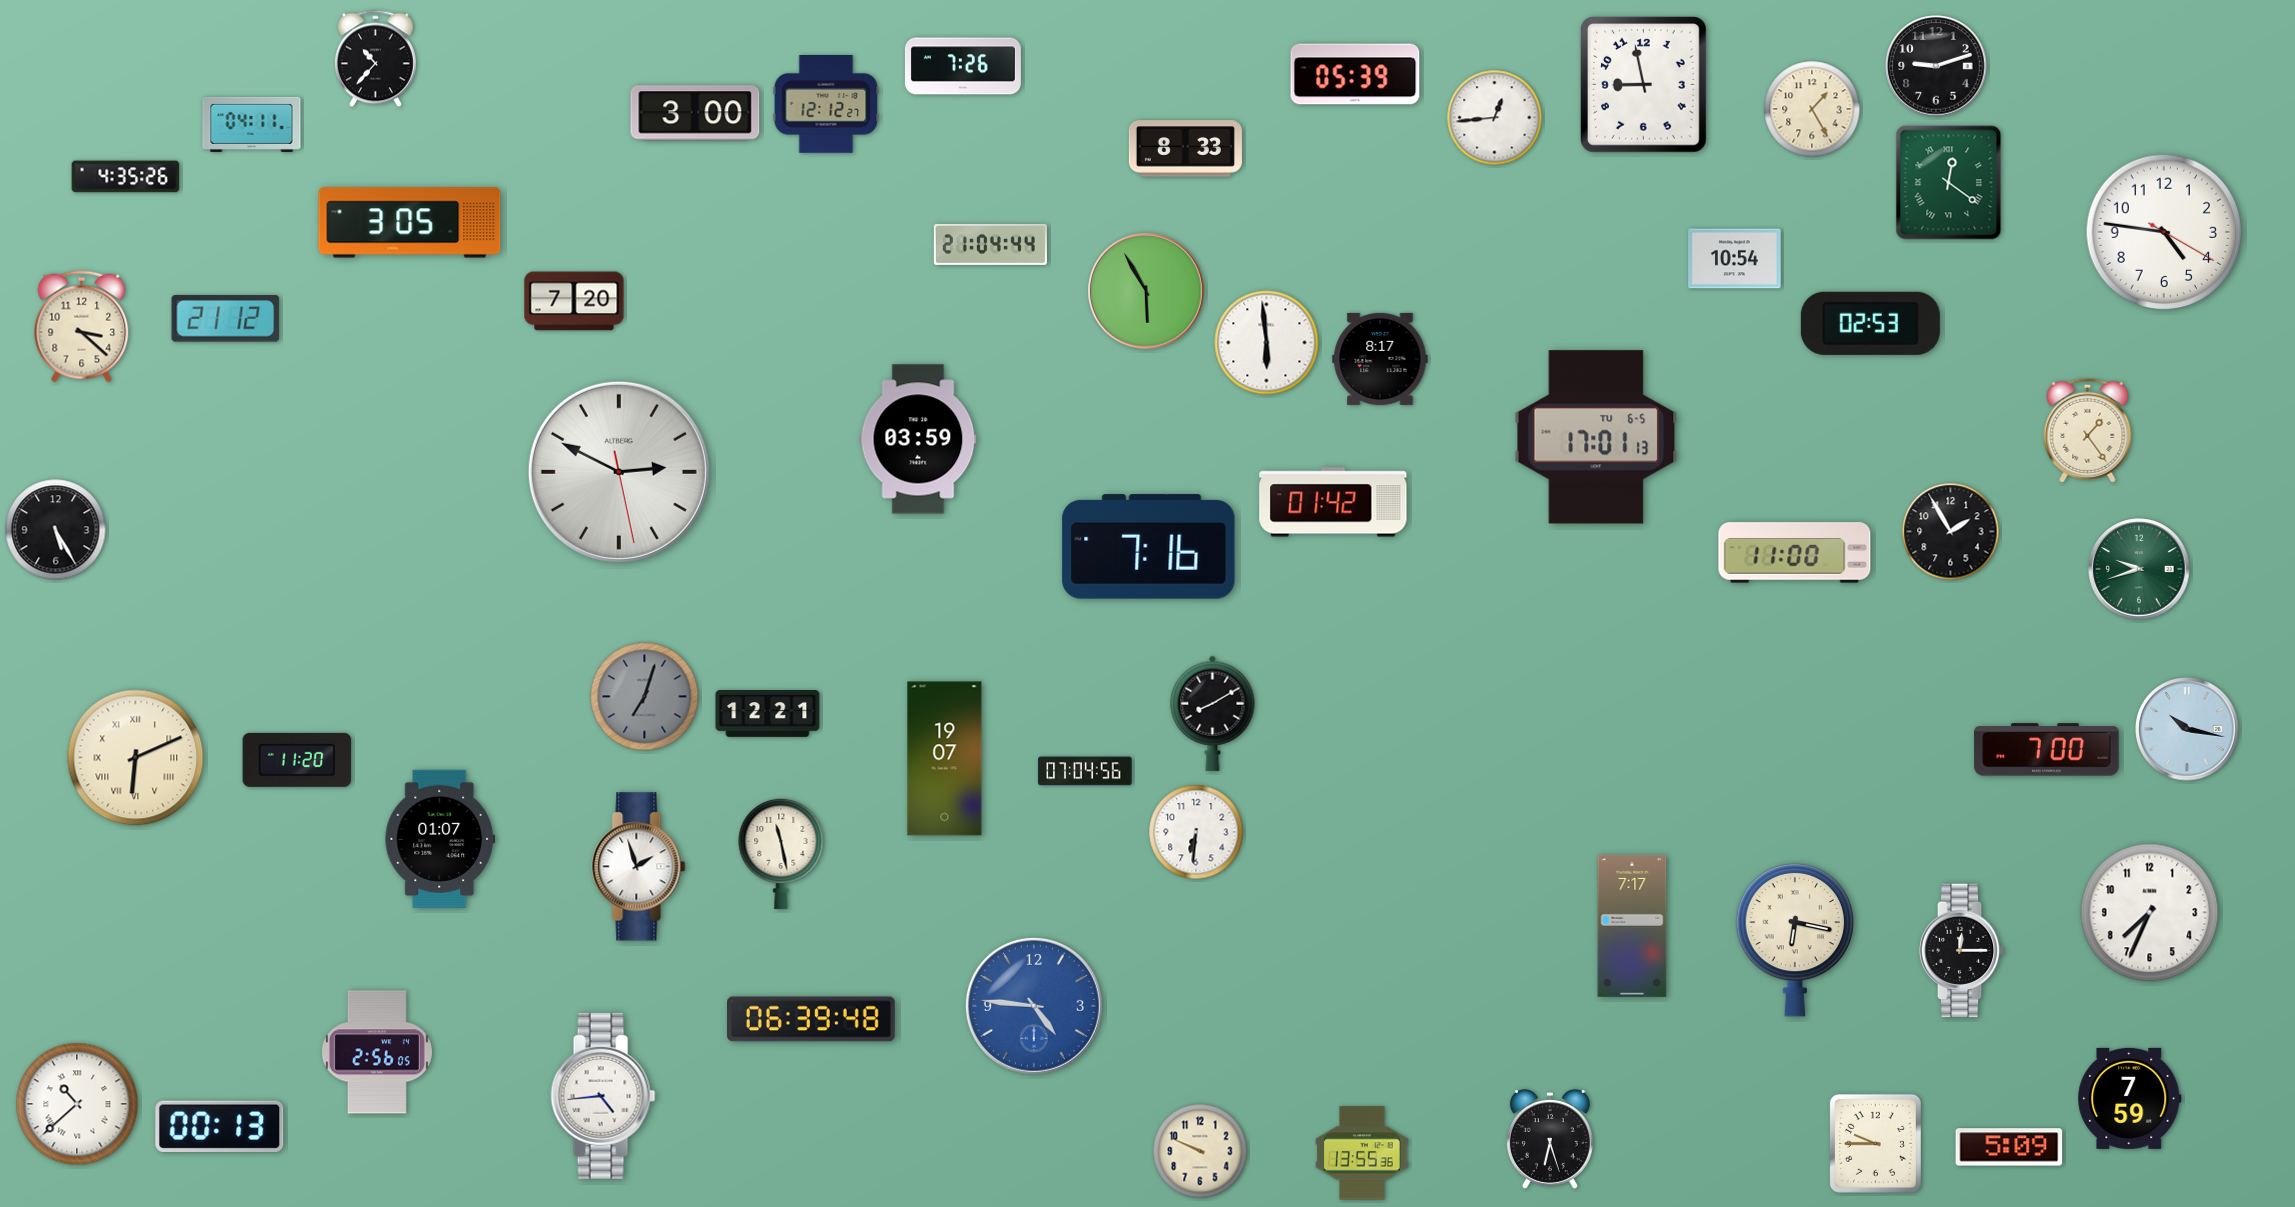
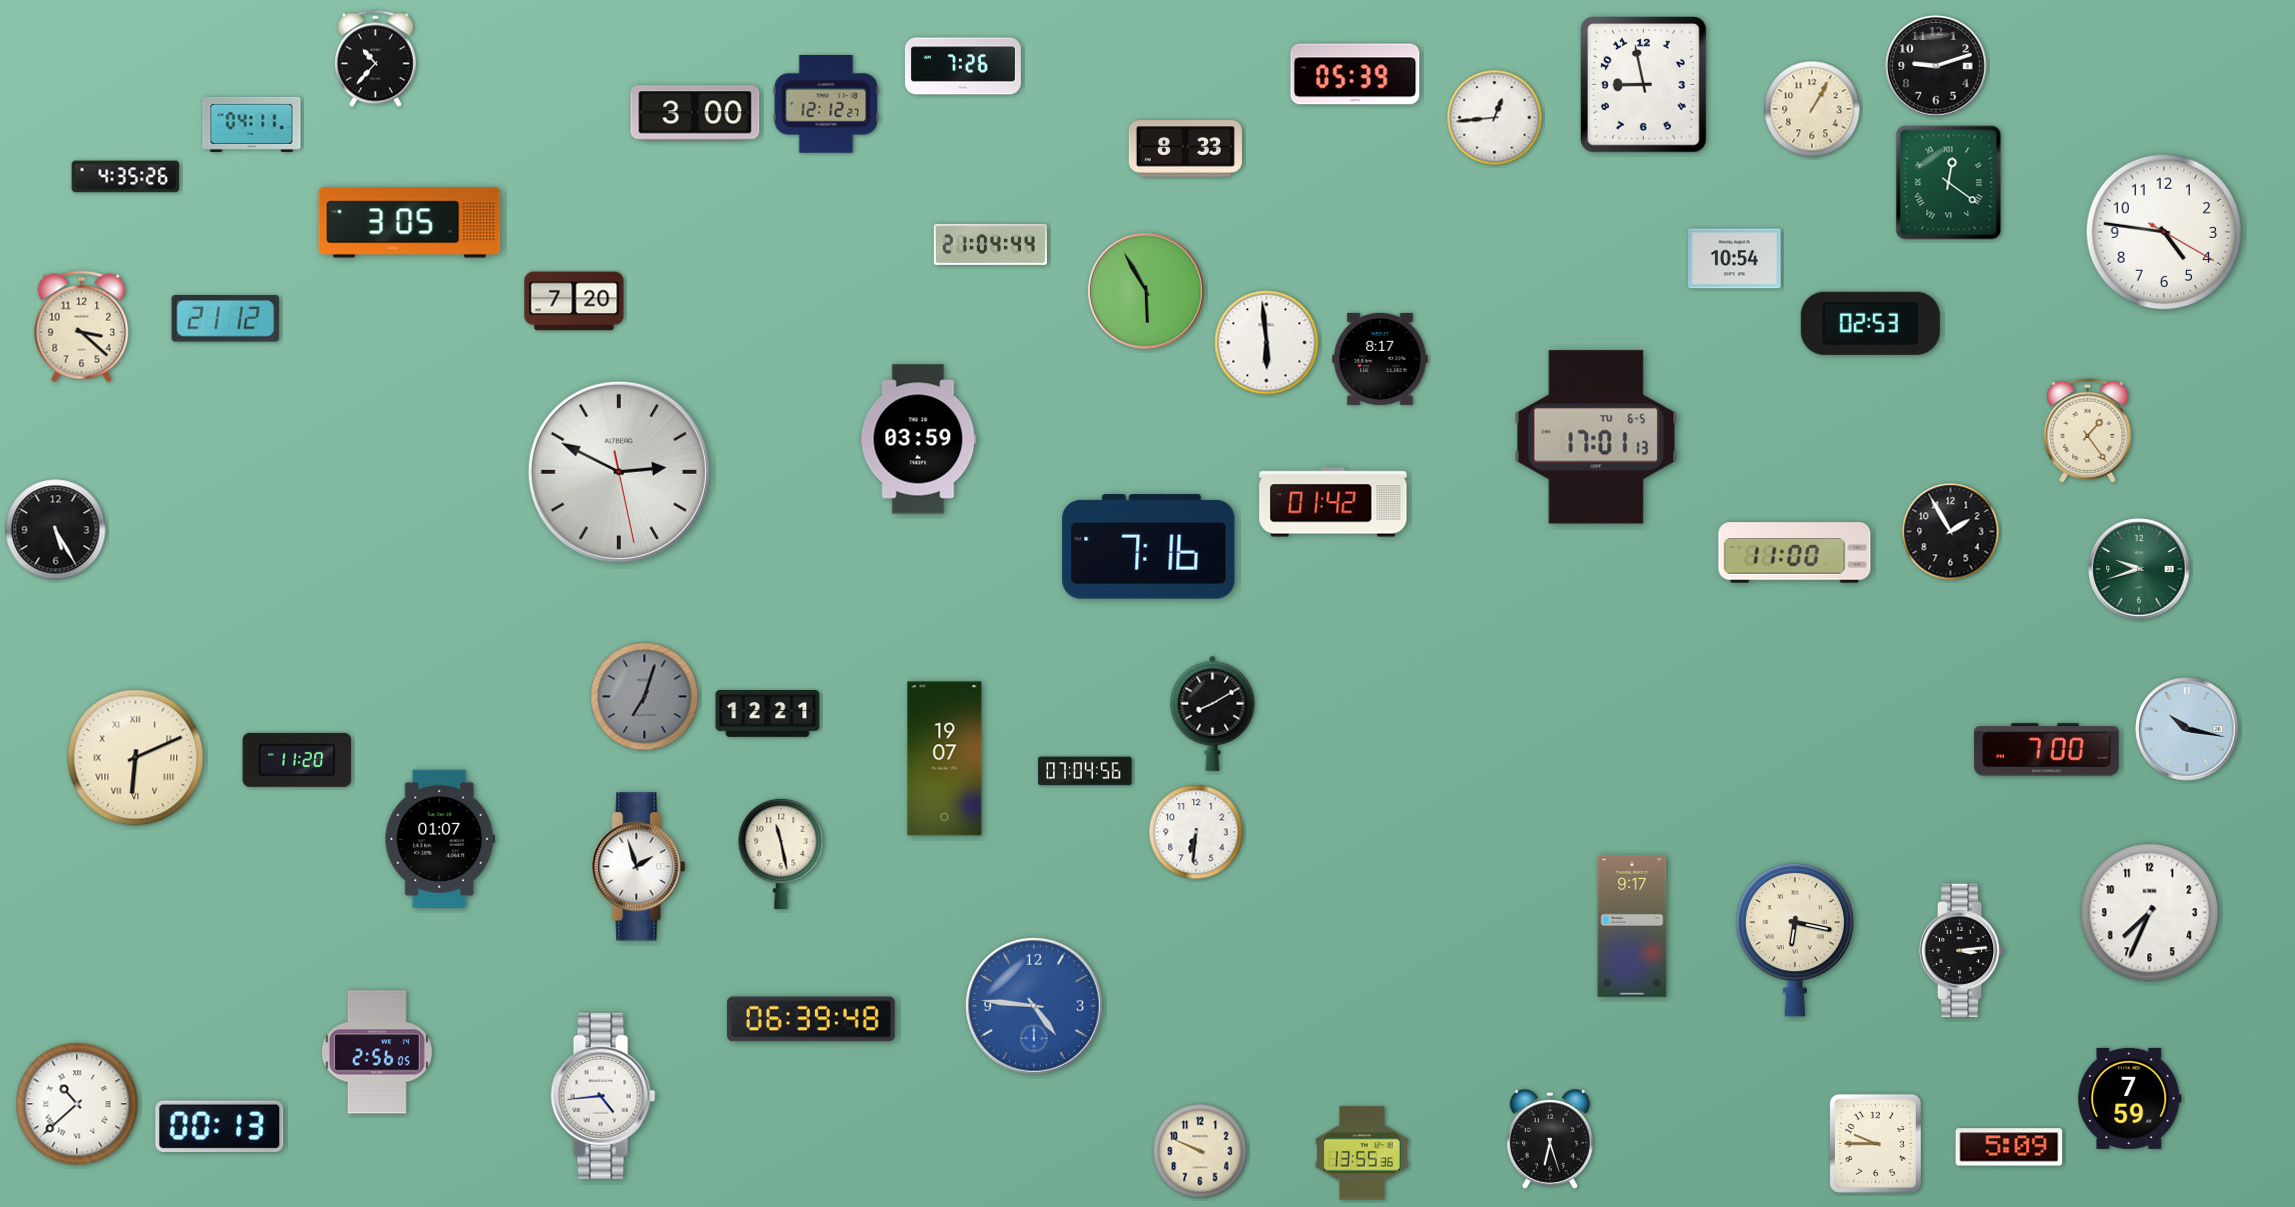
clock at (1812, 109): 1:25 -> 1:05
clock at (1632, 926): 7:17 -> 9:17
clock at (1962, 951): 12:15 -> 3:14
